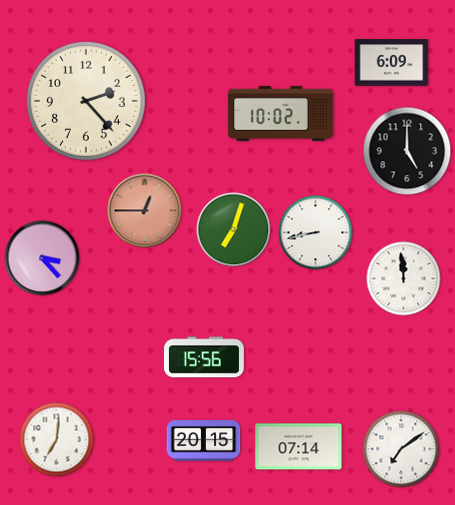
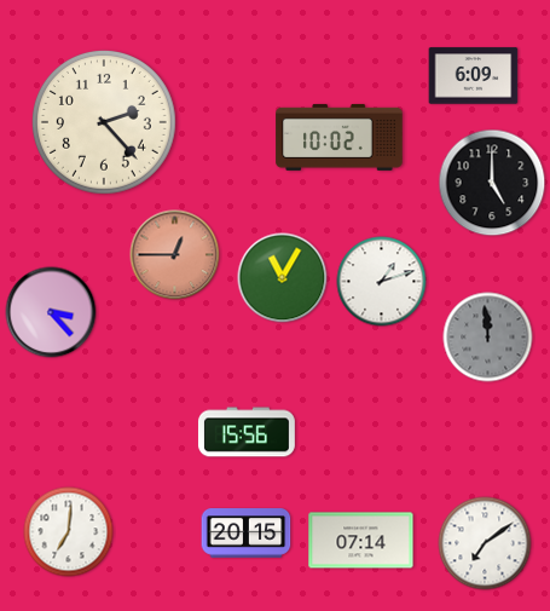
clock at (234, 230): 7:03 -> 11:05
clock at (316, 233): 8:43 -> 1:12
clock at (404, 279) dial: white -> grey
